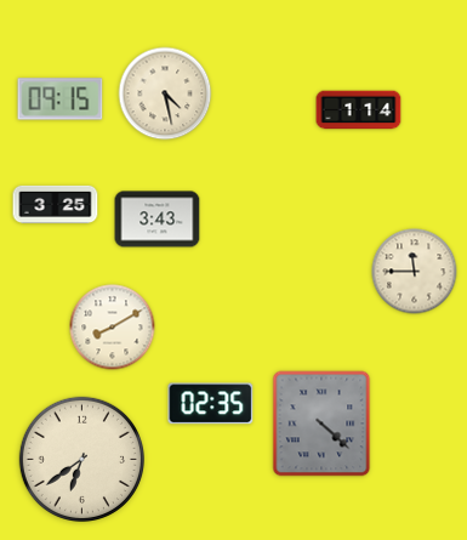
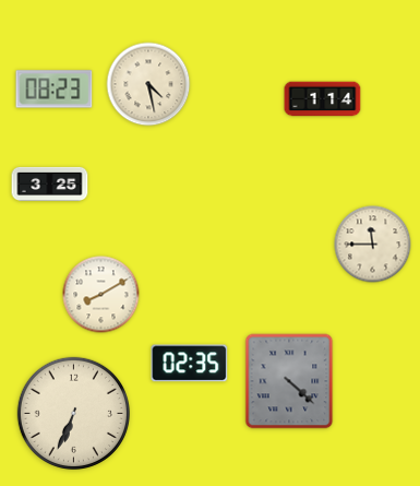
clock at (61, 100): 09:15 -> 08:23
clock at (158, 220): 3:43 -> none
clock at (81, 459): 6:39 -> 6:34
